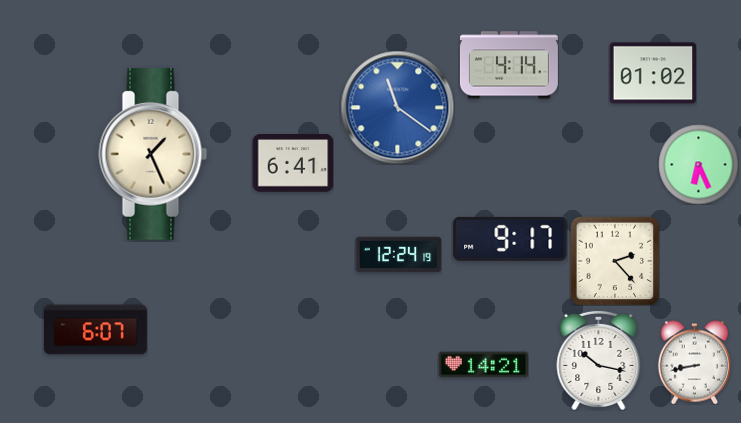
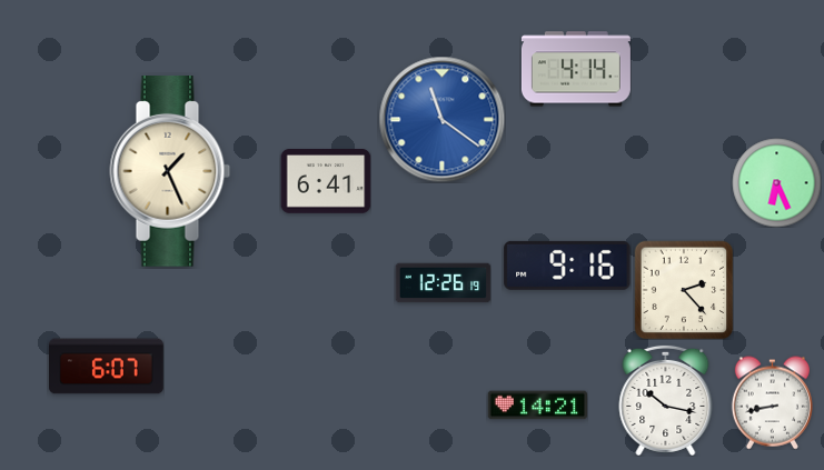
clock at (509, 65) position: (509, 65) -> (576, 69)
clock at (653, 73): 01:02 -> none
clock at (510, 239): 9:17 -> 9:16
clock at (398, 255): 12:24 -> 12:26
